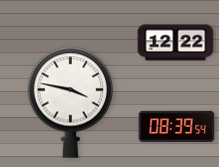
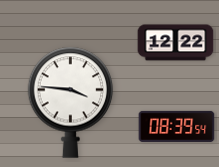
clock at (71, 102): 3:47 -> 3:46
